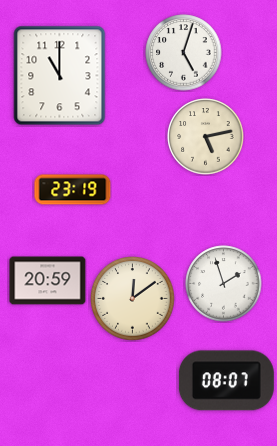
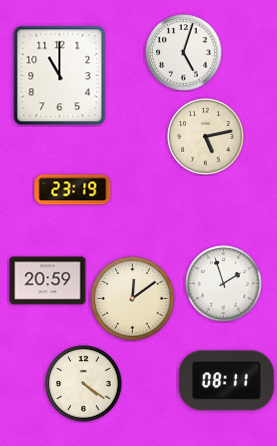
clock at (226, 381): 08:07 -> 08:11
clock at (84, 384): none -> 4:21
